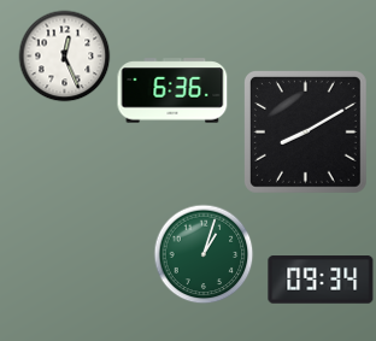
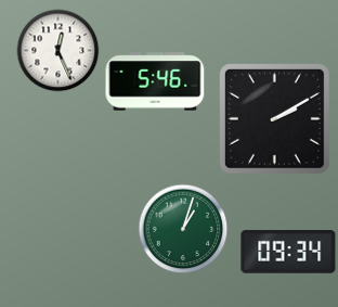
clock at (172, 90): 6:36 -> 5:46
clock at (305, 131): 8:10 -> 2:10
